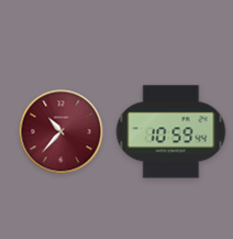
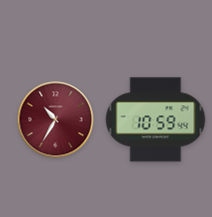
clock at (62, 132): 10:37 -> 10:35
